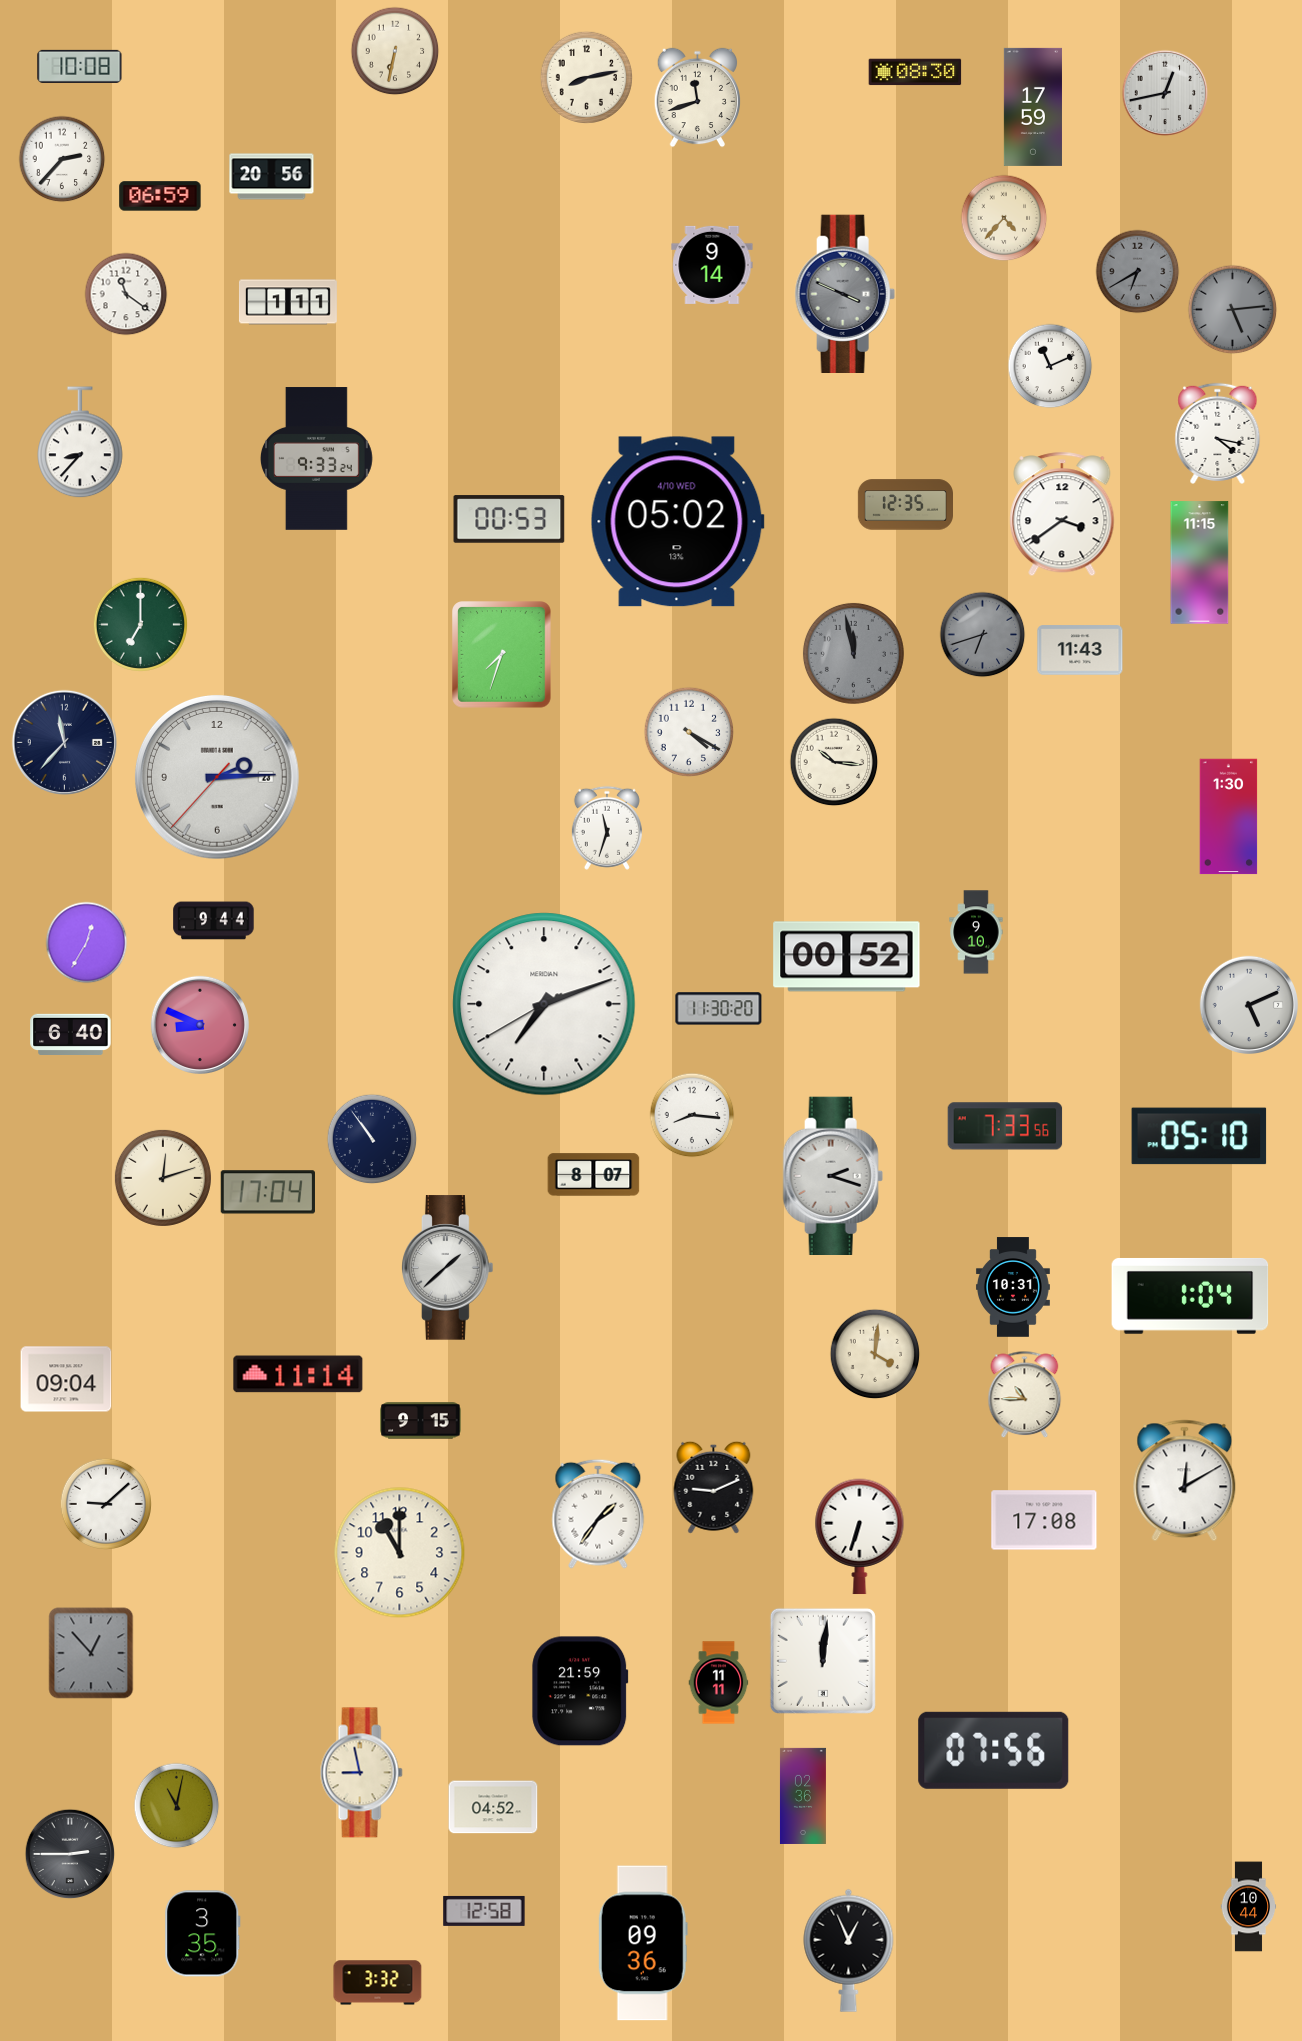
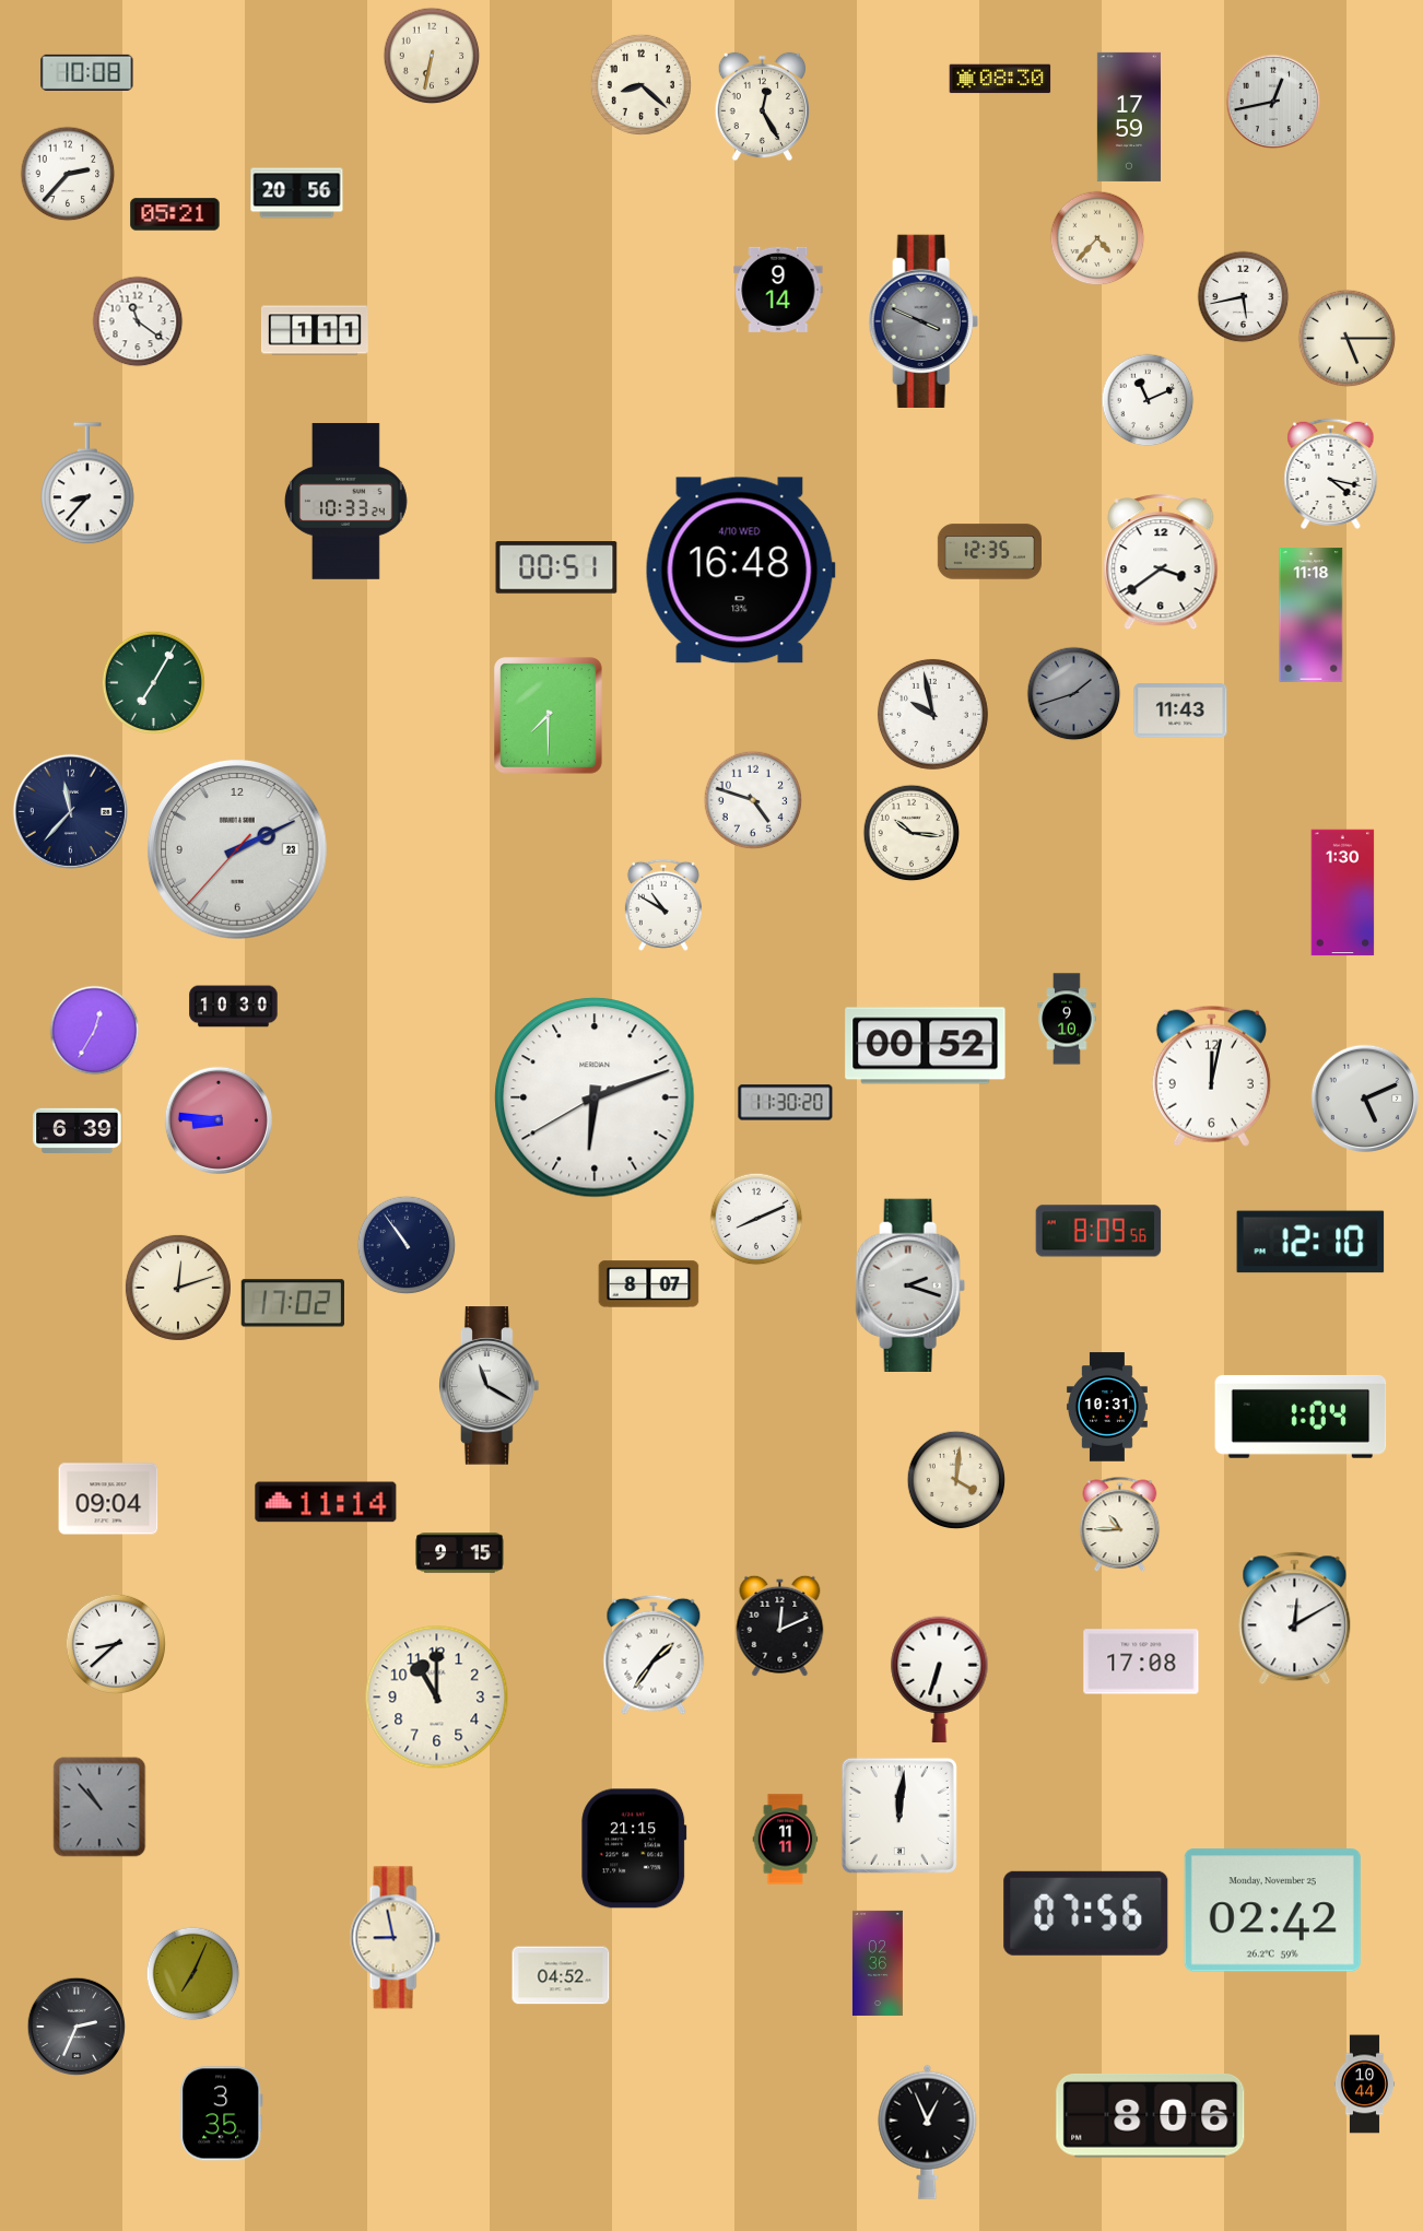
clock at (586, 77): 8:13 -> 8:22
clock at (697, 98): 11:42 -> 12:25
clock at (160, 196): 06:59 -> 05:21
clock at (1138, 272): 6:40 -> 5:43
clock at (1138, 272) dial: grey -> white
clock at (1233, 310): 5:14 -> 5:15
clock at (1233, 310) dial: grey -> cream
clock at (317, 459): 9:33 -> 10:33
clock at (509, 519): 00:53 -> 00:51
clock at (677, 522): 05:02 -> 16:48
clock at (1200, 563): 11:15 -> 11:18
clock at (140, 624): 7:00 -> 7:05
clock at (983, 635): 6:42 -> 1:42
clock at (853, 653): 11:58 -> 9:58
clock at (853, 653) dial: grey -> white
clock at (502, 655): 7:33 -> 7:30
clock at (689, 732): 4:20 -> 4:48
clock at (217, 777): 2:14 -> 2:10
clock at (607, 828): 11:33 -> 10:50
clock at (214, 921): 9:44 -> 10:30
clock at (1211, 1076): none -> 12:02
clock at (544, 1004): 7:11 -> 6:11
clock at (199, 1024): 8:49 -> 8:46
clock at (71, 1034): 6:40 -> 6:39
clock at (692, 1115): 8:16 -> 8:11
clock at (1005, 1126): 7:33 -> 8:09
clock at (1199, 1136): 05:10 -> 12:10
clock at (268, 1192): 17:04 -> 17:02
clock at (448, 1268): 1:38 -> 11:20
clock at (66, 1379) position: (66, 1379) -> (108, 1499)
clock at (714, 1487): 9:11 -> 12:11
clock at (106, 1504): 9:08 -> 8:38
clock at (91, 1653): 12:53 -> 10:53
clock at (580, 1691): 21:59 -> 21:15
clock at (1272, 1911): none -> 02:42
clock at (177, 1806): 11:02 -> 7:04
clock at (493, 1807) position: (493, 1807) -> (561, 1975)
clock at (70, 1854): 2:45 -> 2:34
clock at (484, 1911): 12:58 -> none
clock at (1151, 2116): none -> 8:06
clock at (643, 1943): 09:36 -> none
clock at (378, 1983): 3:32 -> none
